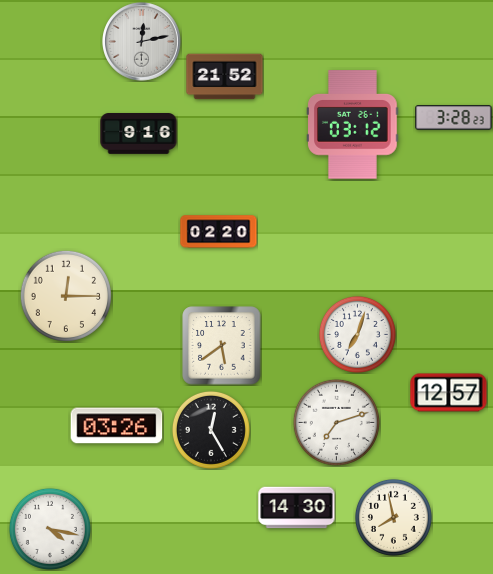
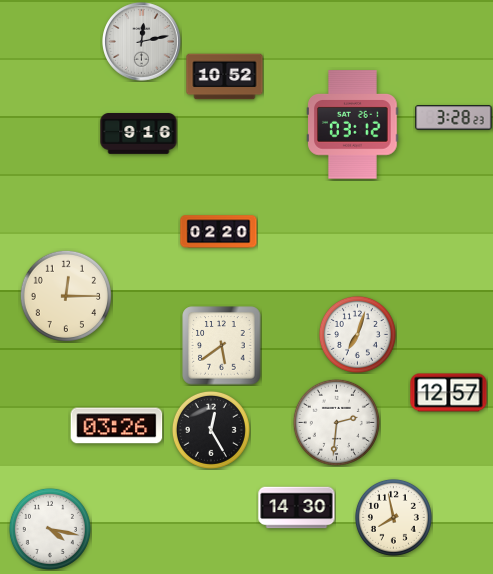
clock at (225, 77): 21:52 -> 10:52
clock at (336, 422): 7:12 -> 2:31
